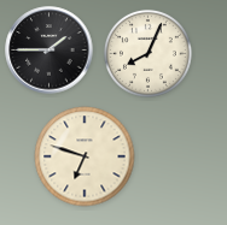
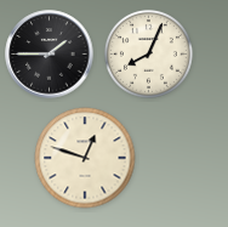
clock at (50, 51) position: (50, 51) -> (50, 55)
clock at (85, 156): 6:48 -> 12:48
